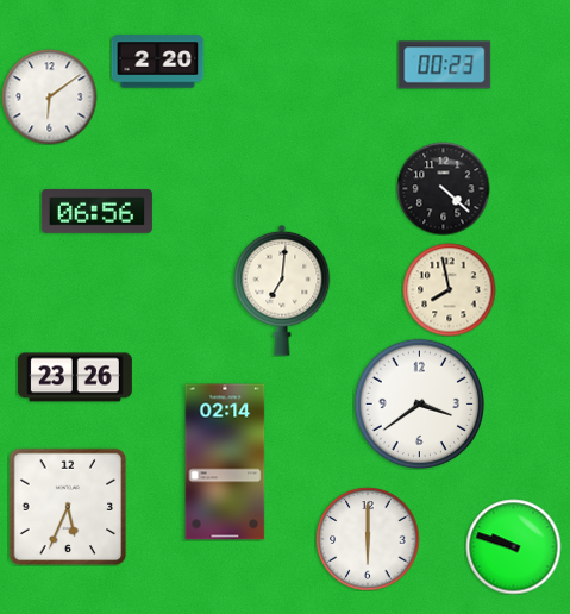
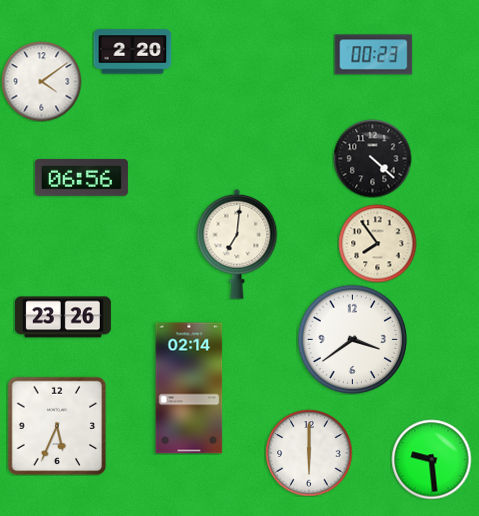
clock at (49, 96): 6:09 -> 4:09
clock at (449, 289): 7:58 -> 7:54
clock at (513, 546): 9:48 -> 9:29
